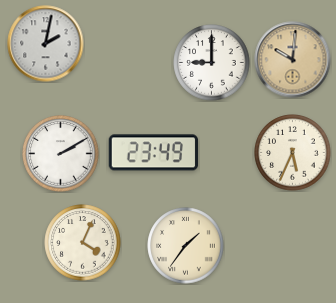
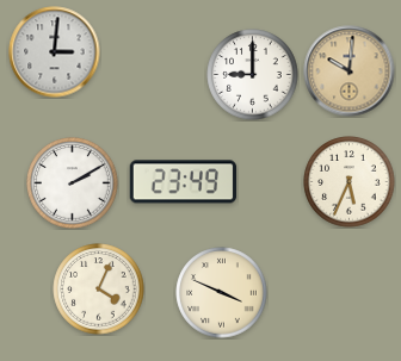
clock at (46, 44): 2:02 -> 3:01
clock at (186, 246): 1:36 -> 3:49
